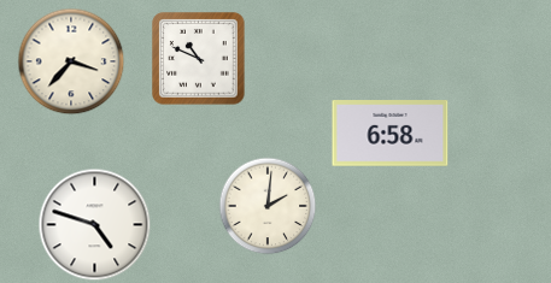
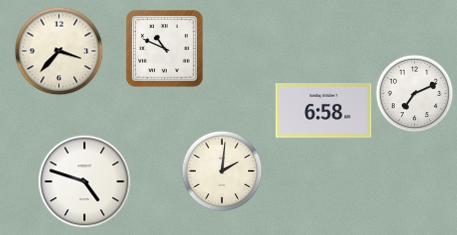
clock at (414, 93): none -> 7:11
clock at (94, 224) position: (94, 224) -> (84, 181)
